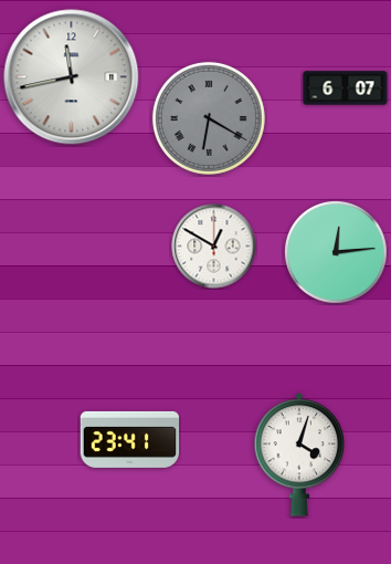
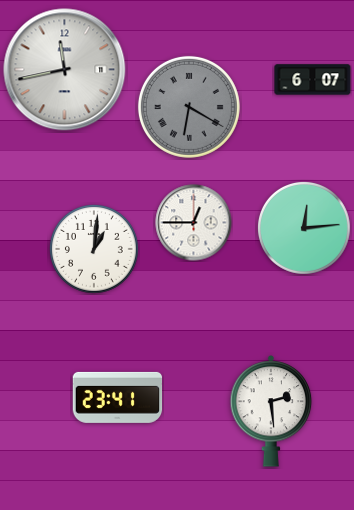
clock at (214, 247): 12:50 -> 12:45
clock at (94, 249): none -> 1:01
clock at (299, 456): 4:03 -> 2:29
